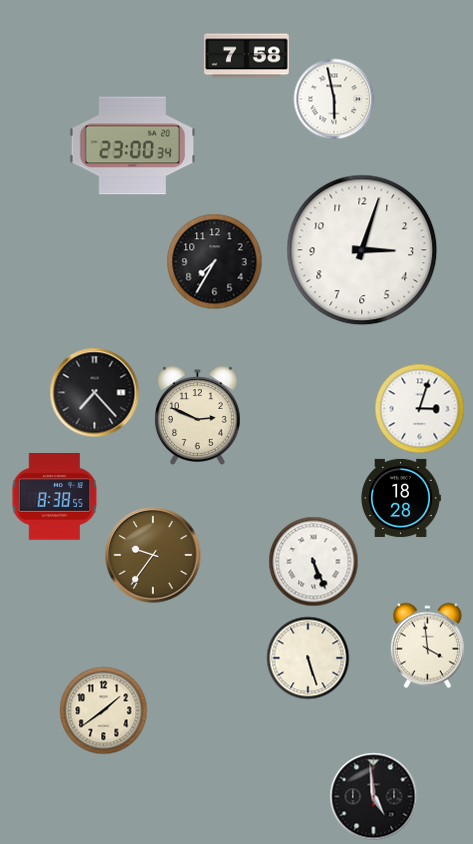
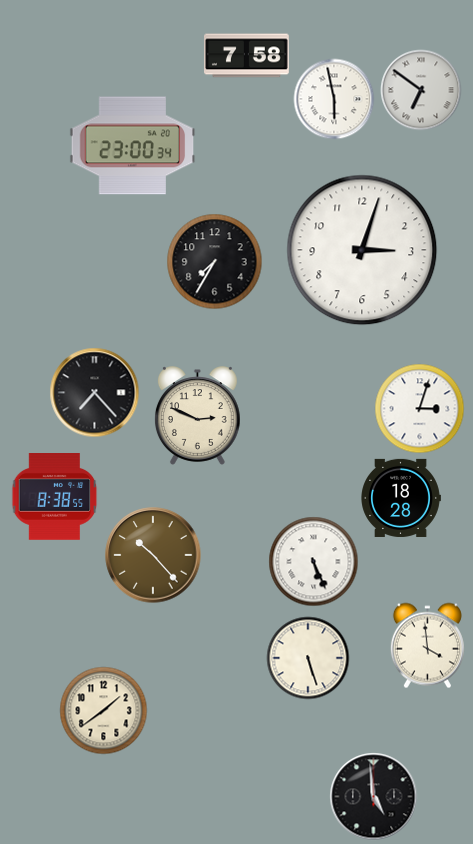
clock at (421, 90): none -> 6:51
clock at (153, 555): 9:36 -> 10:23
